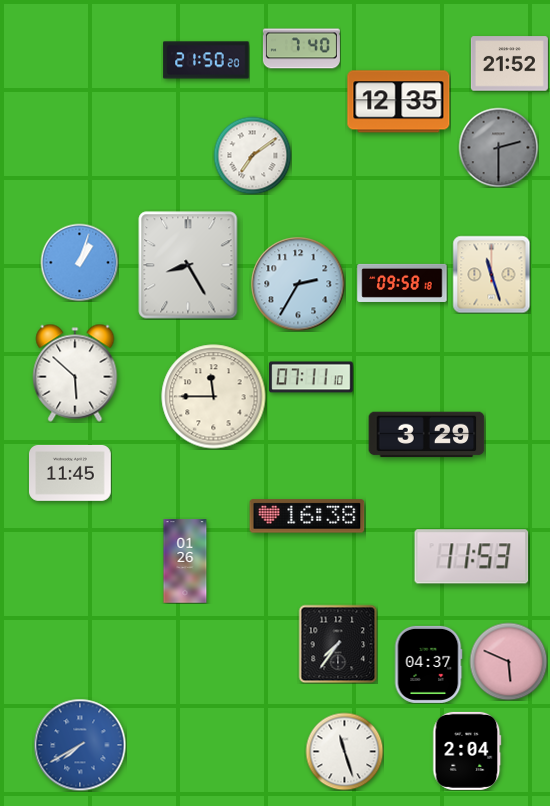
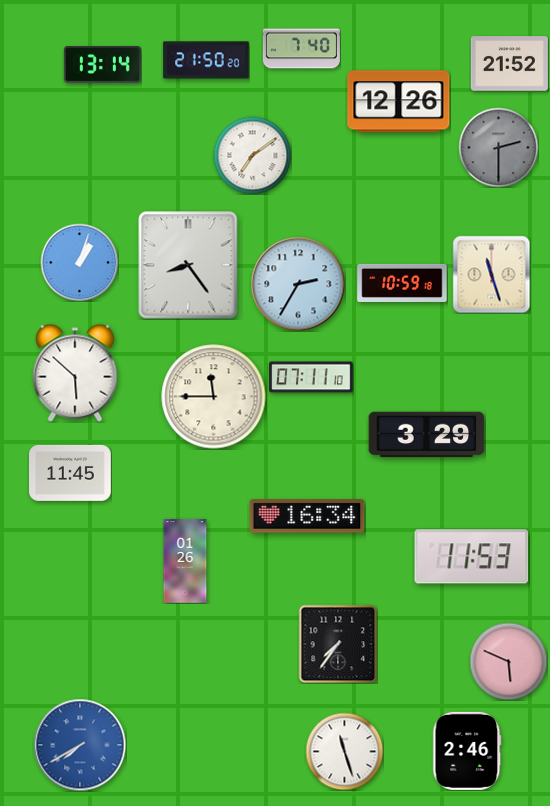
clock at (102, 65): none -> 13:14
clock at (399, 102): 12:35 -> 12:26
clock at (188, 265): 8:25 -> 8:24
clock at (402, 283): 09:58 -> 10:59
clock at (307, 516): 16:38 -> 16:34
clock at (428, 664): 04:37 -> none
clock at (467, 751): 2:04 -> 2:46
